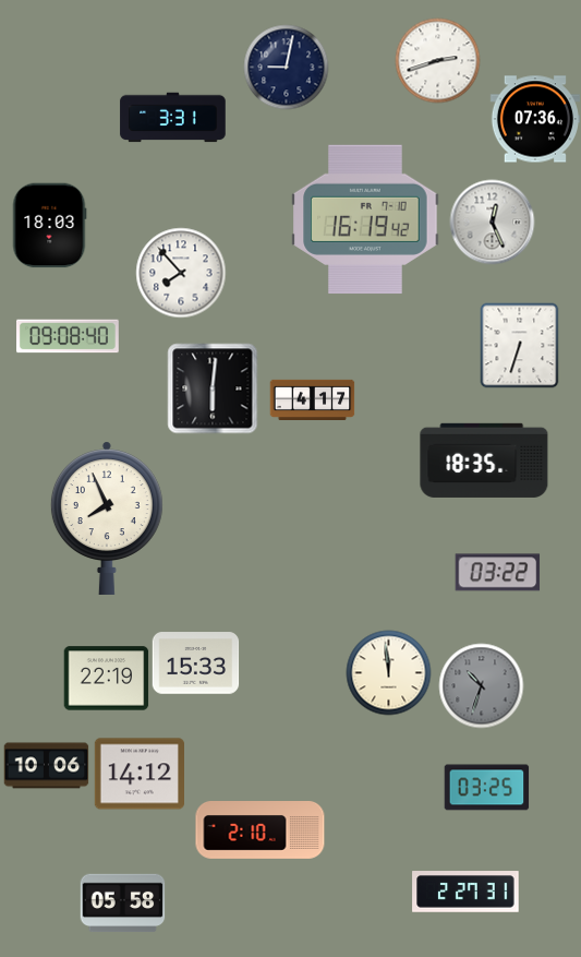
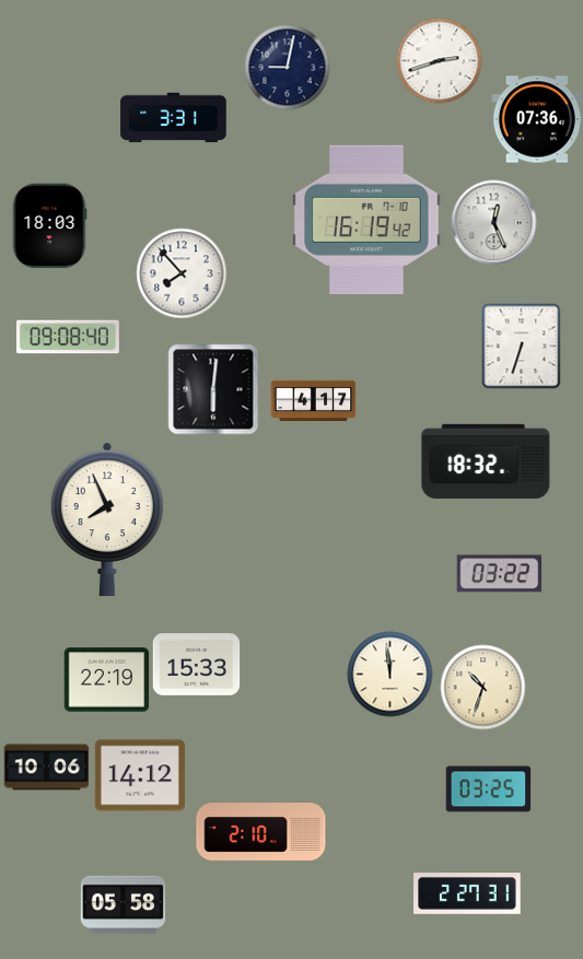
clock at (484, 460): 18:35 -> 18:32
clock at (481, 685) dial: grey -> cream
